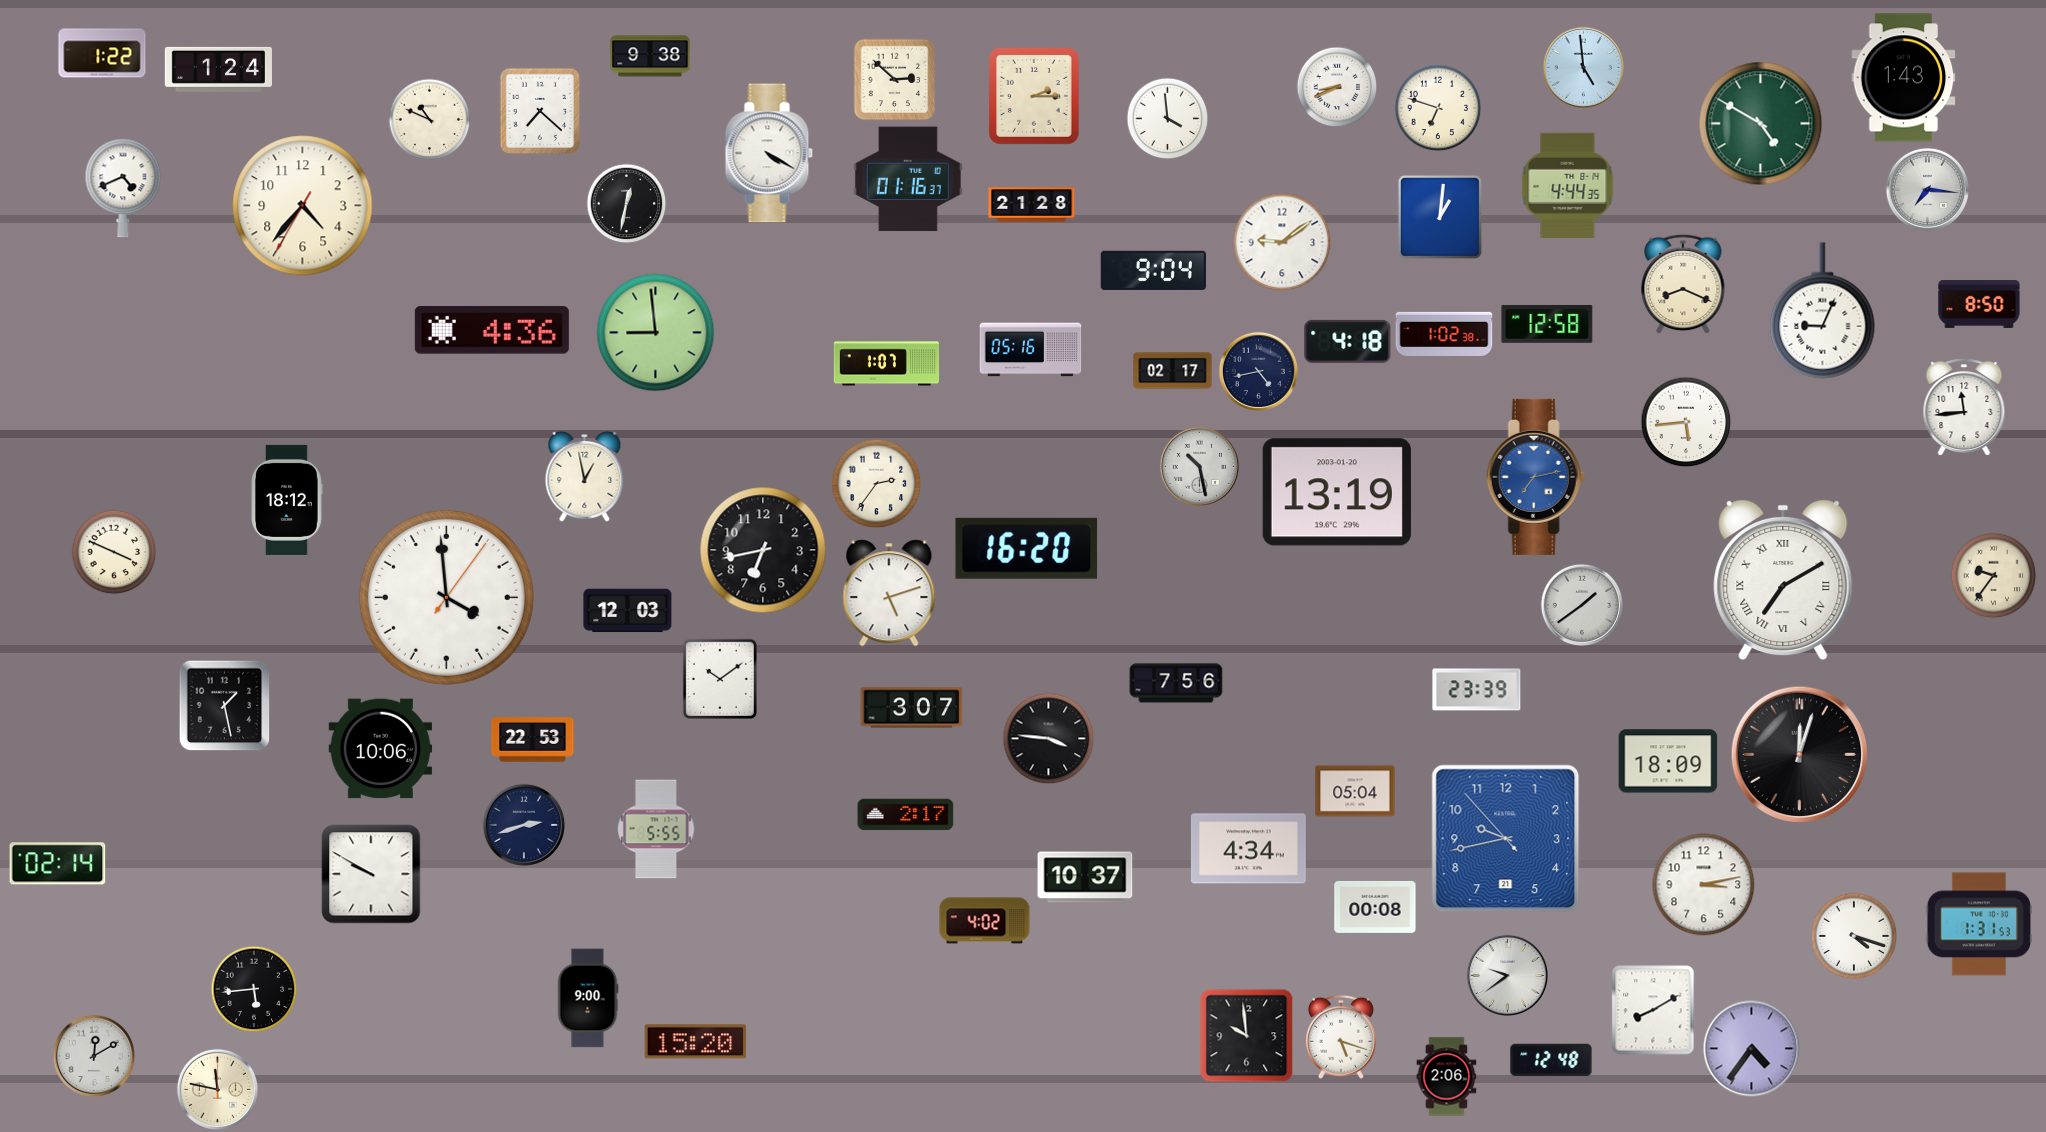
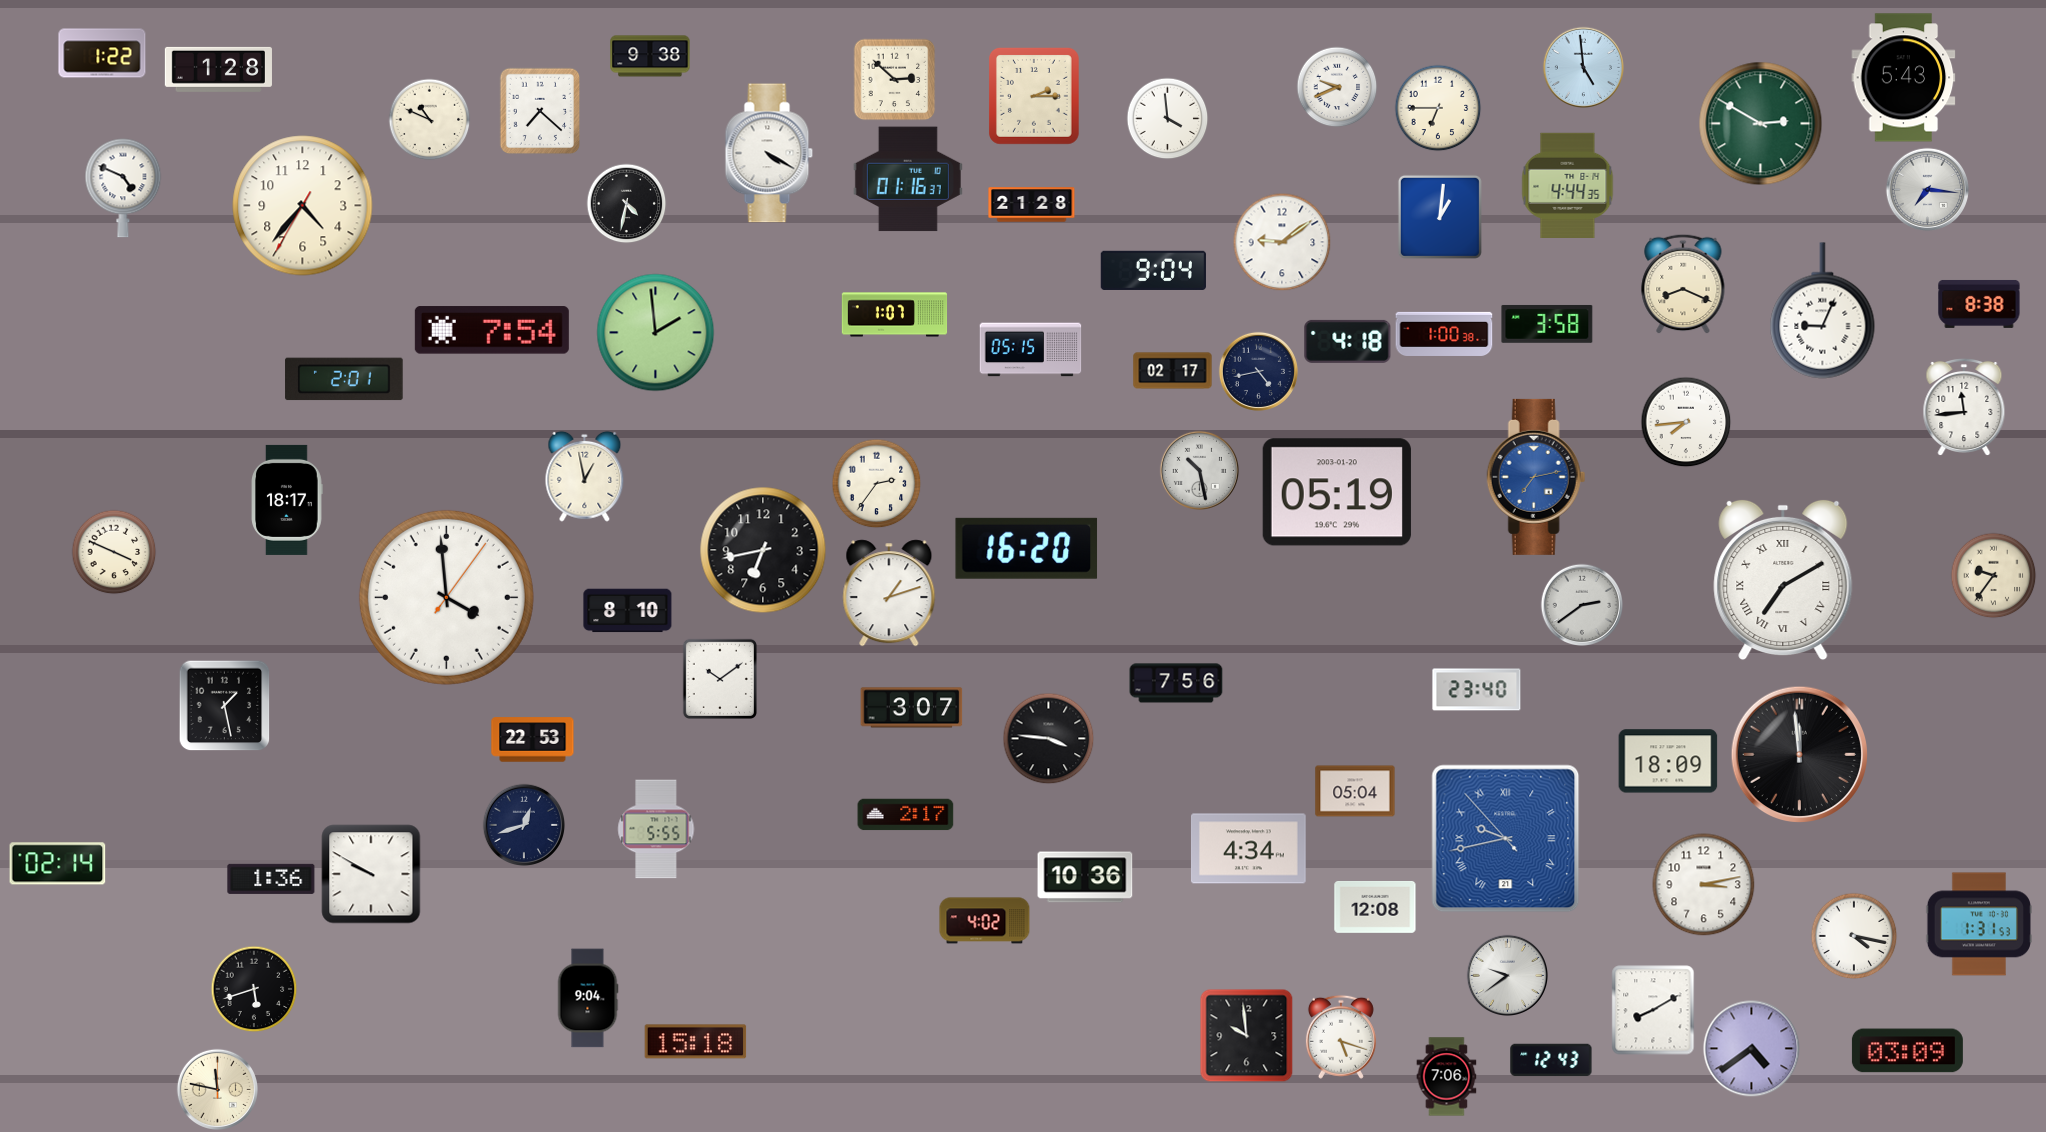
clock at (218, 69): 1:24 -> 1:28
clock at (1904, 78): 1:43 -> 5:43
clock at (1337, 87): 8:41 -> 9:41
clock at (1438, 108): 6:48 -> 6:45
clock at (1761, 124): 4:50 -> 2:50
clock at (123, 188): 4:41 -> 4:49
clock at (626, 203): 12:32 -> 4:32
clock at (1979, 304): 8:50 -> 8:38
clock at (1547, 324): 12:58 -> 3:58
clock at (492, 330): 4:36 -> 7:54
clock at (656, 333): 8:59 -> 1:59
clock at (1444, 334): 1:02 -> 1:00
clock at (1031, 350): 05:16 -> 05:15
clock at (887, 364) position: (887, 364) -> (895, 315)
clock at (344, 379): none -> 2:01
clock at (1686, 422): 5:44 -> 7:44
clock at (1199, 466) position: (1199, 466) -> (1199, 470)
clock at (1337, 492): 13:19 -> 05:19
clock at (287, 500): 18:12 -> 18:17
clock at (889, 593): 5:12 -> 1:12
clock at (1581, 604): 1:39 -> 2:39
clock at (628, 611): 12:03 -> 8:10
clock at (1477, 690): 23:39 -> 23:40
clock at (381, 749): 10:06 -> none
clock at (1800, 755): 12:03 -> 11:59
clock at (523, 824): 2:42 -> 12:42
clock at (1506, 839) numerals: Arabic -> Roman
clock at (1085, 877): 10:37 -> 10:36
clock at (271, 879): none -> 1:36
clock at (1375, 907): 00:08 -> 12:08
clock at (1854, 936): 4:18 -> 4:17
clock at (254, 989): 5:44 -> 5:42
clock at (588, 998): 9:00 -> 9:04
clock at (696, 1042): 15:20 -> 15:18
clock at (1752, 1049): 4:36 -> 4:39
clock at (1907, 1051): none -> 03:09
clock at (93, 1055): 12:10 -> none
clock at (1551, 1060): 12:48 -> 12:43
clock at (1447, 1077): 2:06 -> 7:06
